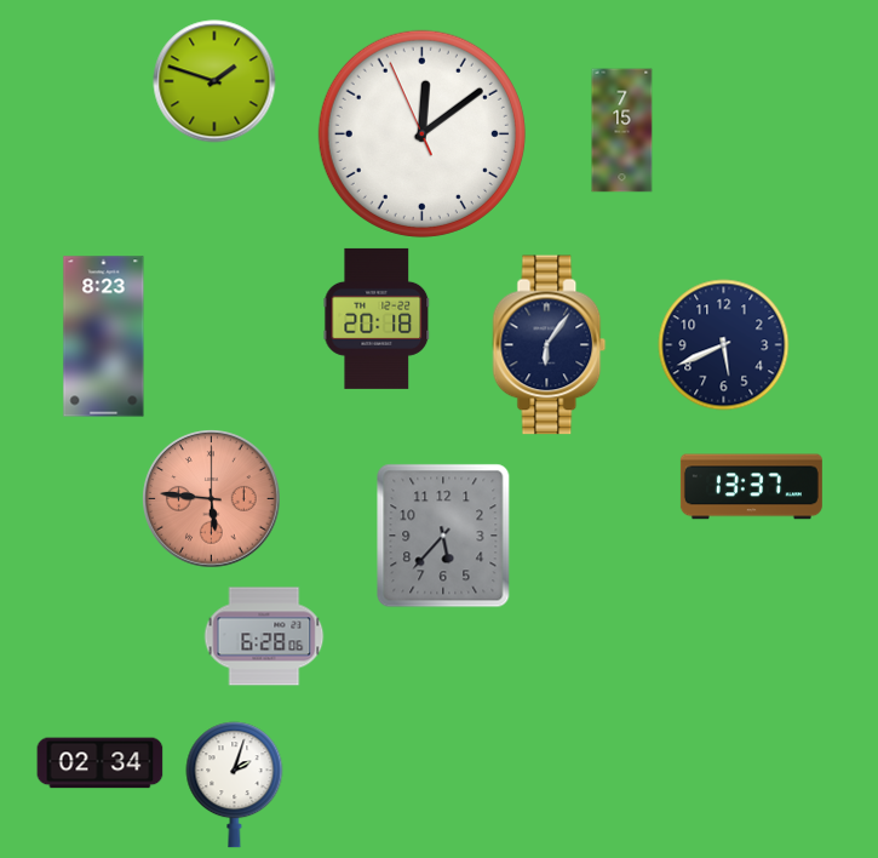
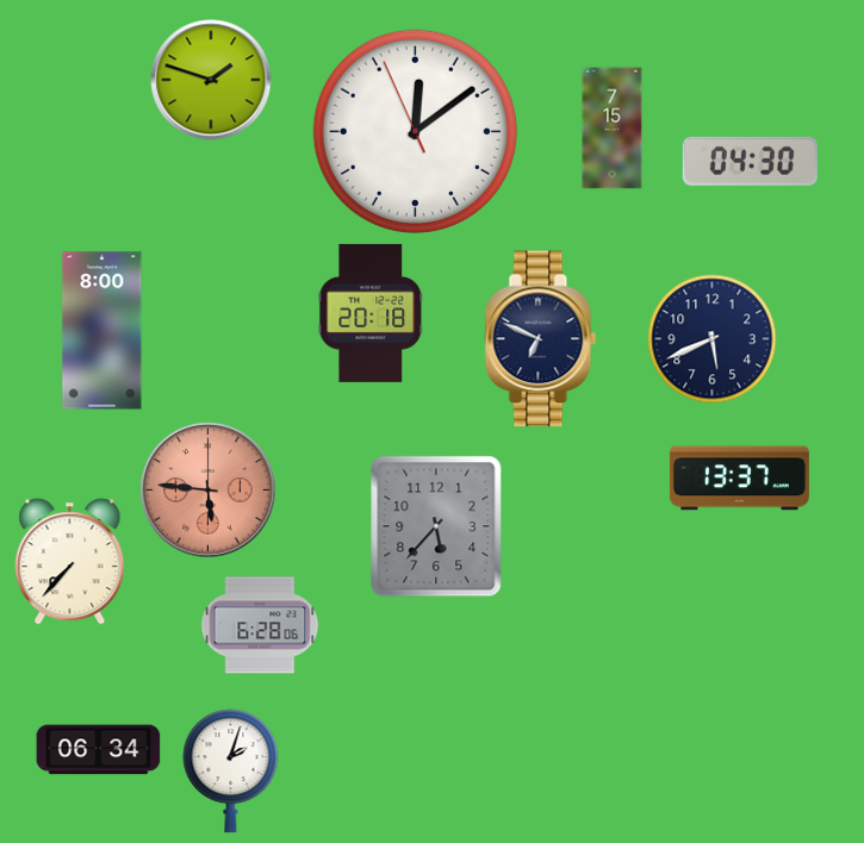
clock at (750, 161): none -> 04:30
clock at (104, 337): 8:23 -> 8:00
clock at (550, 345): 6:06 -> 6:49
clock at (70, 562): none -> 7:37
clock at (101, 763): 02:34 -> 06:34
